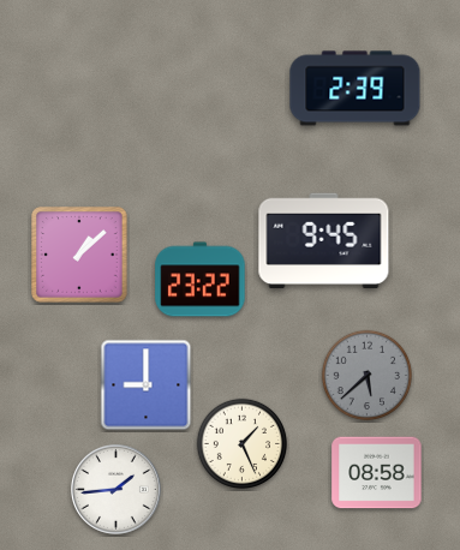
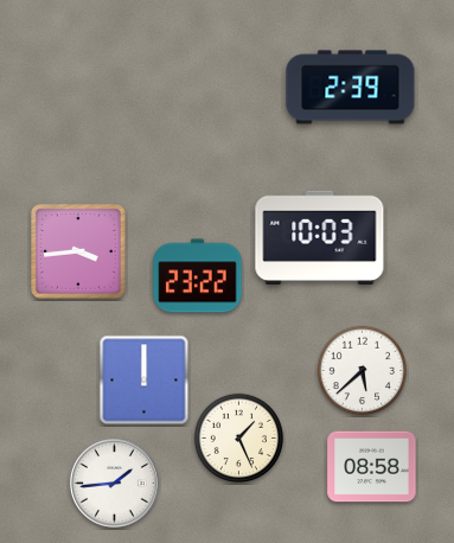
clock at (324, 241): 9:45 -> 10:03
clock at (79, 255): 1:08 -> 3:44
clock at (368, 376) dial: grey -> white
clock at (147, 385): 9:00 -> 12:00
